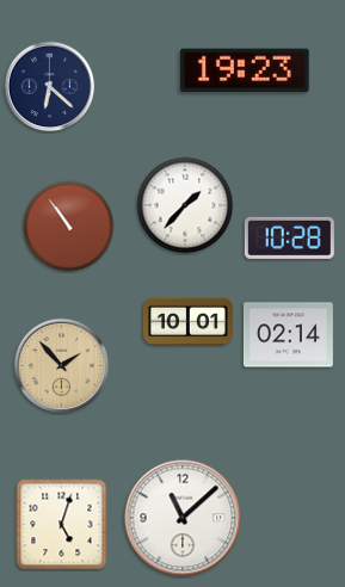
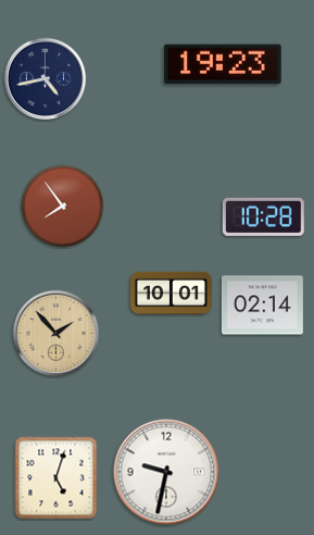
clock at (50, 87): 6:22 -> 4:43
clock at (185, 205): 1:37 -> none
clock at (69, 227): 10:54 -> 7:54
clock at (183, 518): 11:08 -> 9:32
